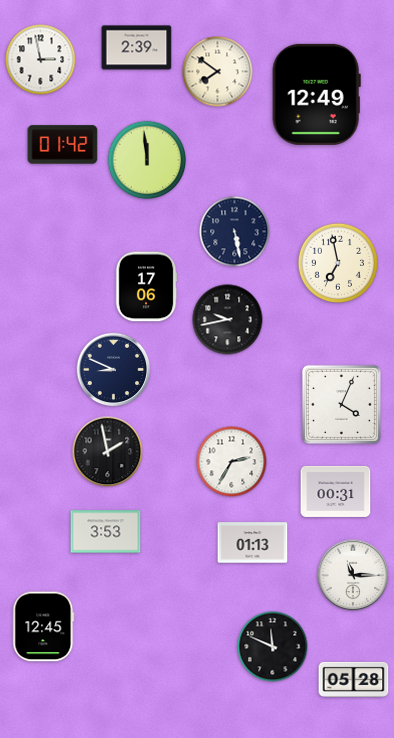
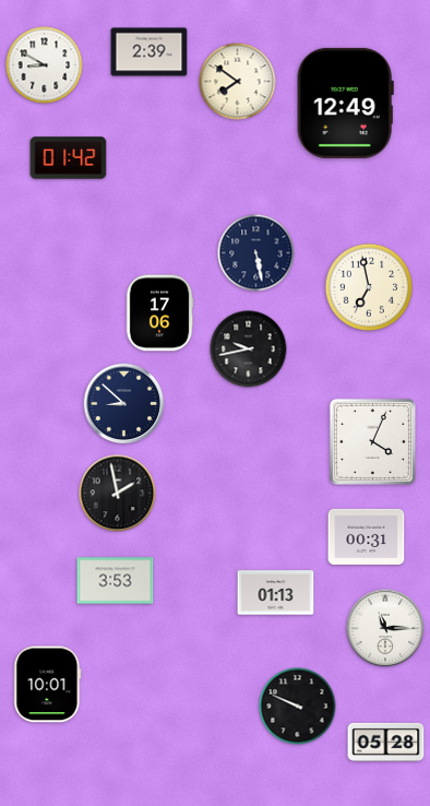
clock at (41, 60): 2:58 -> 8:50
clock at (218, 72) position: (218, 72) -> (238, 82)
clock at (147, 160): 11:59 -> none
clock at (114, 370): 8:49 -> 8:52
clock at (232, 462): 2:35 -> none
clock at (44, 627): 12:45 -> 10:01
clock at (273, 647): 11:49 -> 9:49
